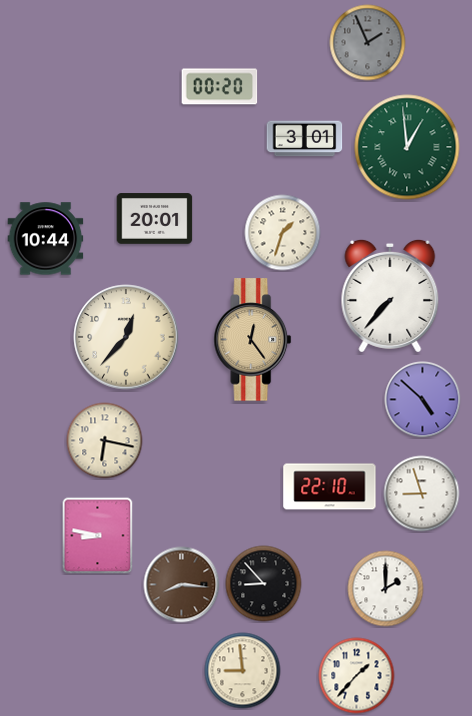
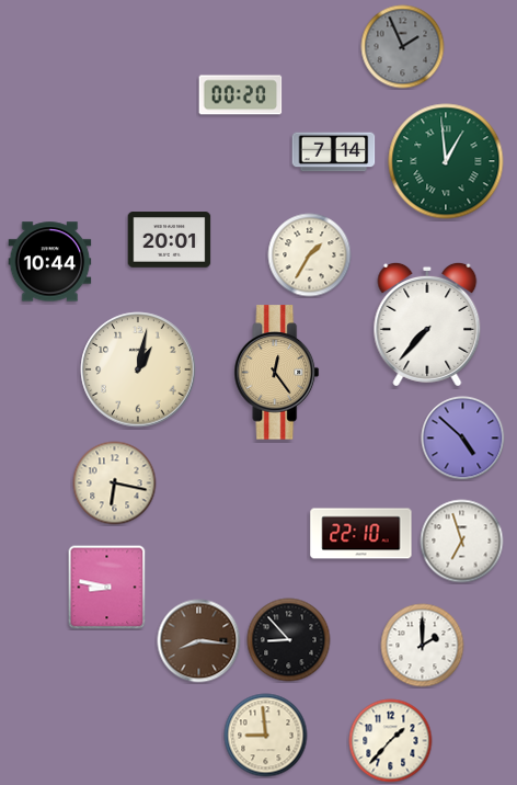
clock at (305, 139): 3:01 -> 7:14
clock at (283, 233): 1:33 -> 1:35
clock at (126, 337): 12:37 -> 1:02
clock at (422, 494): 8:57 -> 6:57
